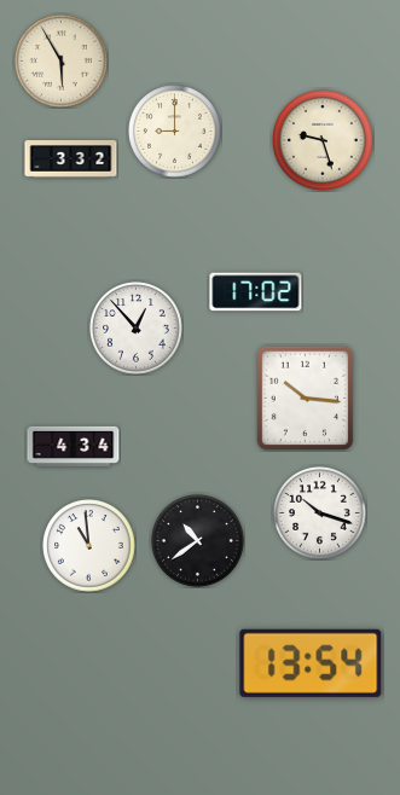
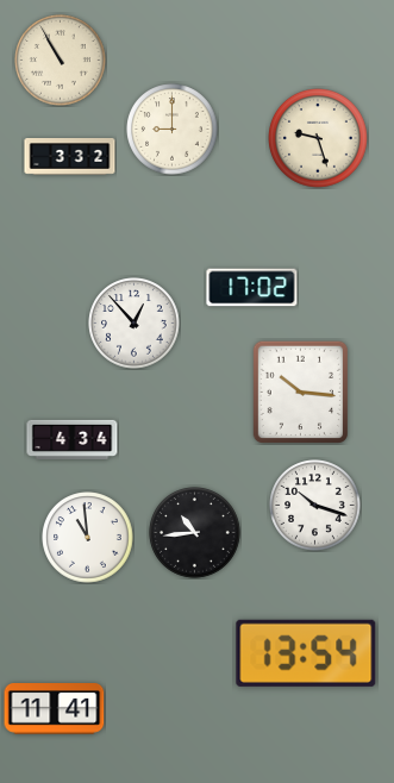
clock at (62, 62): 5:55 -> 10:55
clock at (198, 541): 10:39 -> 10:44
clock at (55, 709): none -> 11:41
